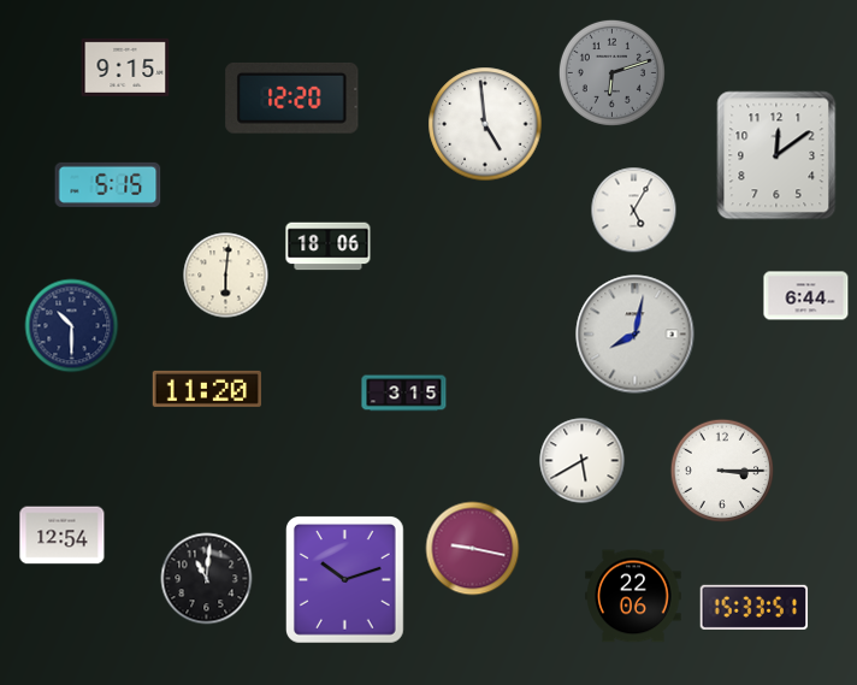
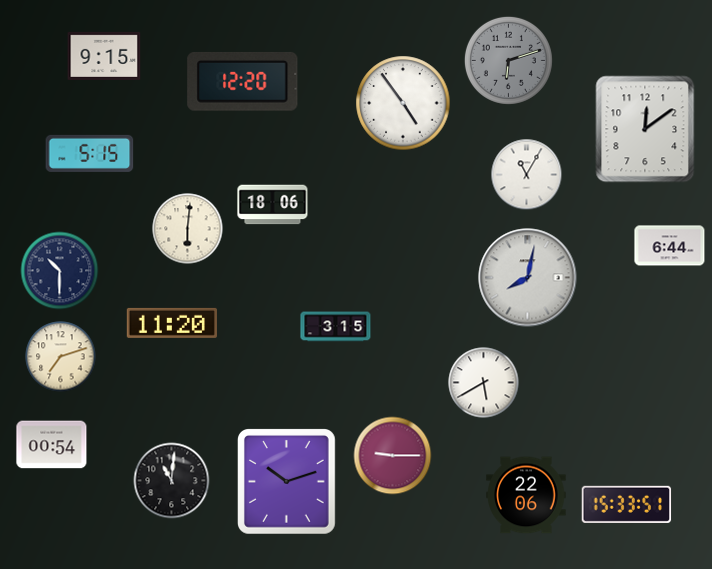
clock at (485, 124): 4:59 -> 4:54
clock at (634, 211): 5:05 -> 11:05
clock at (61, 357): none -> 7:12
clock at (722, 471): 3:15 -> none
clock at (63, 536): 12:54 -> 00:54
clock at (473, 549): 9:17 -> 9:15
